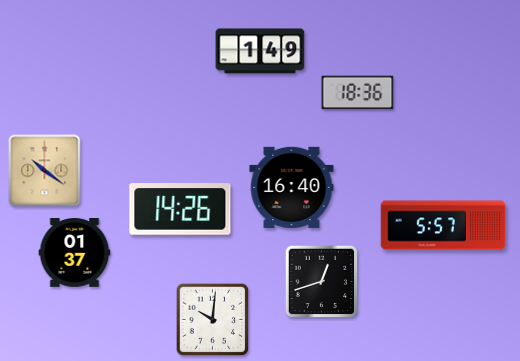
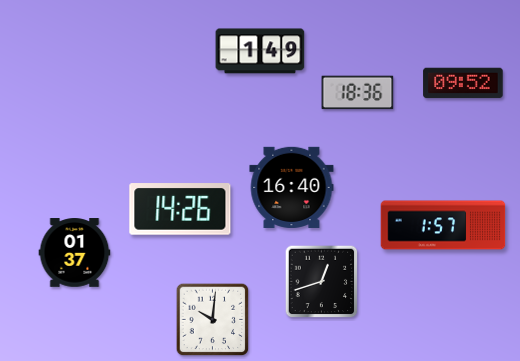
clock at (463, 83): none -> 09:52
clock at (45, 171): 10:21 -> none
clock at (443, 225): 5:57 -> 1:57
